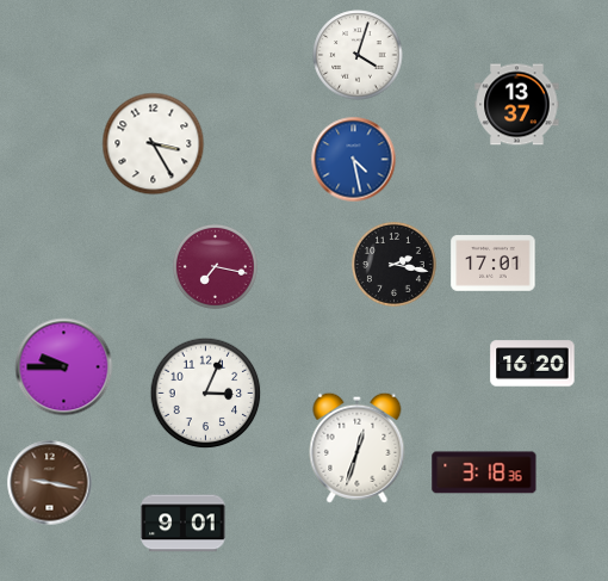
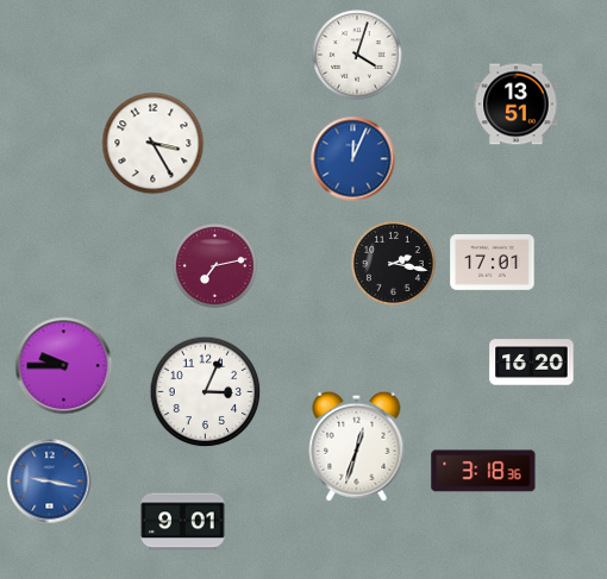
clock at (517, 105): 13:37 -> 13:51
clock at (354, 160): 4:28 -> 12:04
clock at (215, 266): 7:17 -> 7:13
clock at (50, 483) dial: brown -> blue
